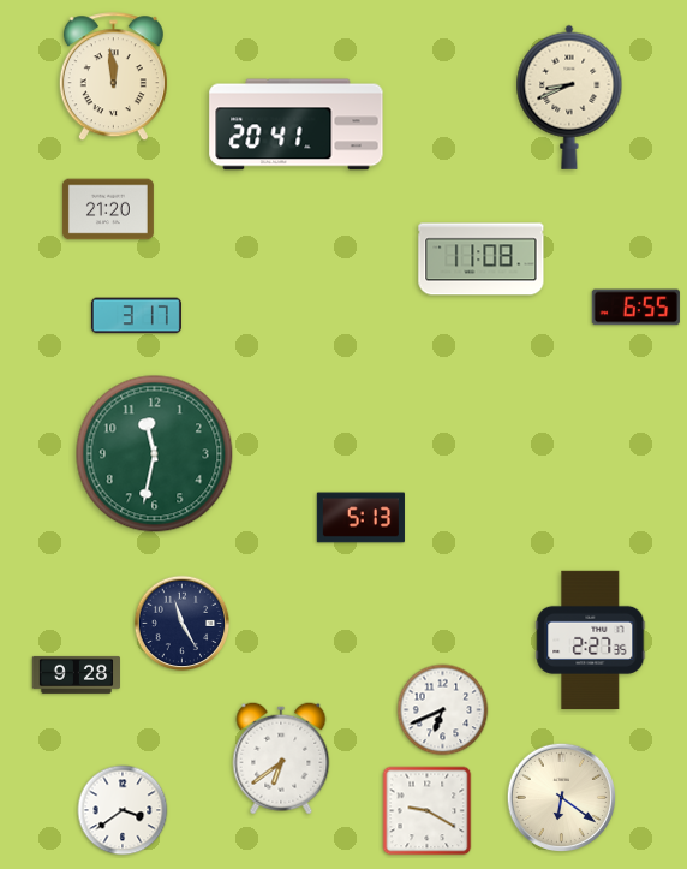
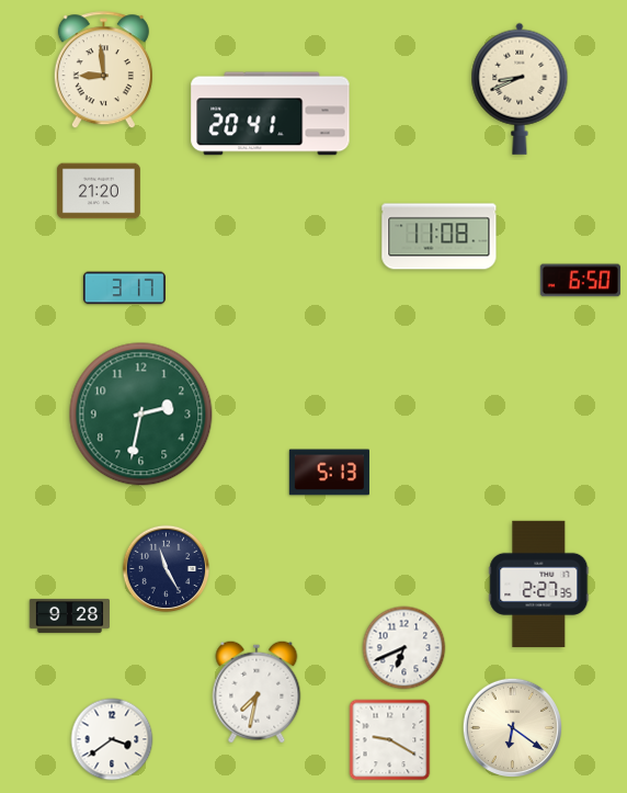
clock at (113, 77): 11:59 -> 8:59
clock at (635, 308): 6:55 -> 6:50
clock at (155, 454): 11:32 -> 2:32
clock at (281, 758): 6:39 -> 7:32
